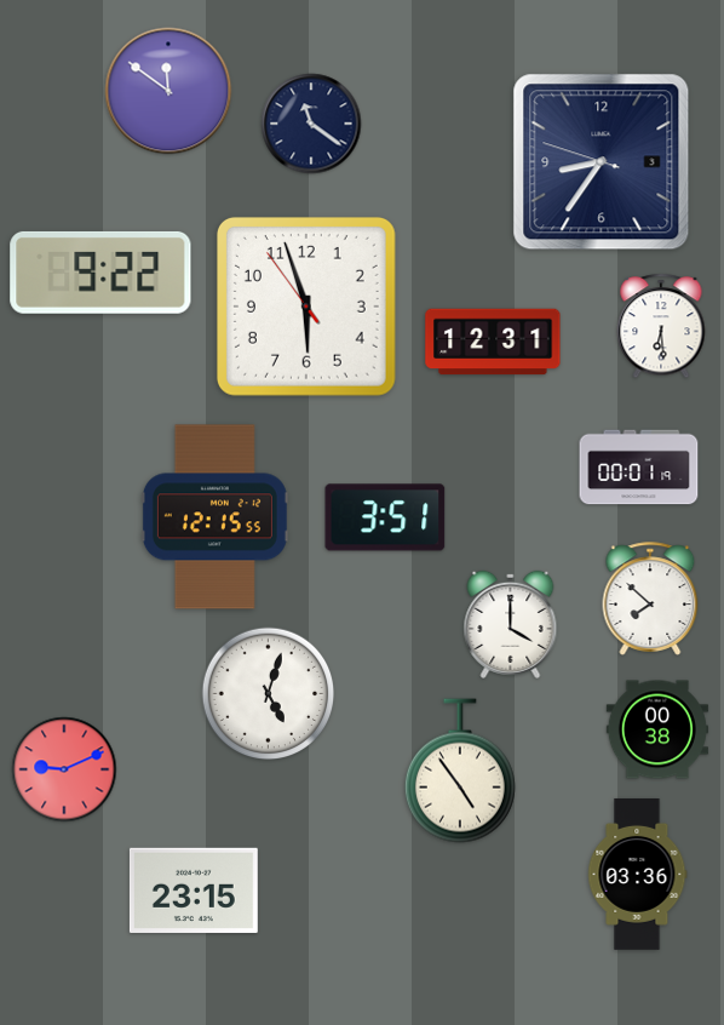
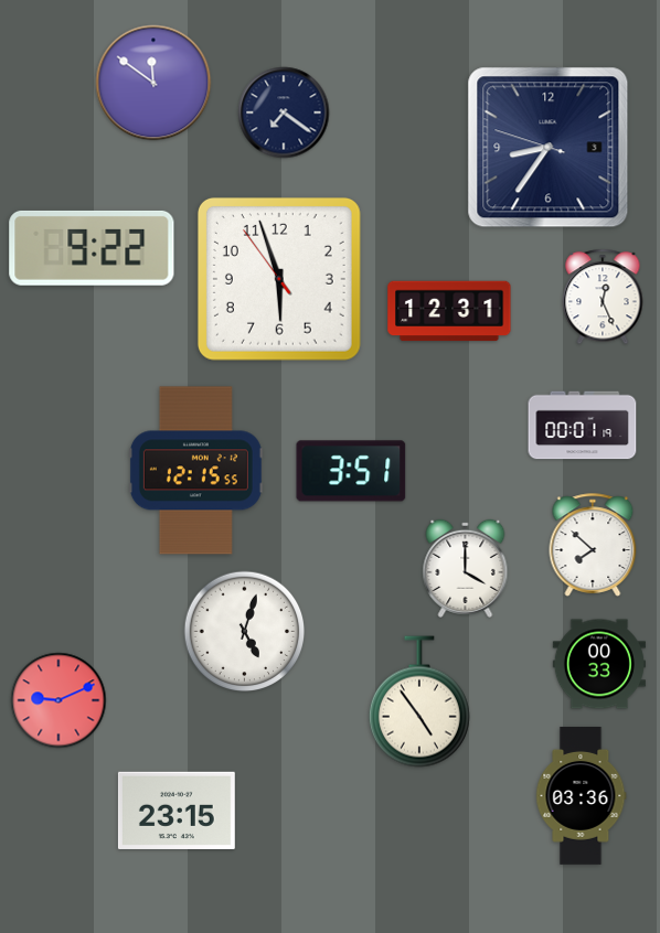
clock at (311, 124): 11:21 -> 7:21
clock at (661, 326): 6:29 -> 12:26
clock at (657, 729): 00:38 -> 00:33
